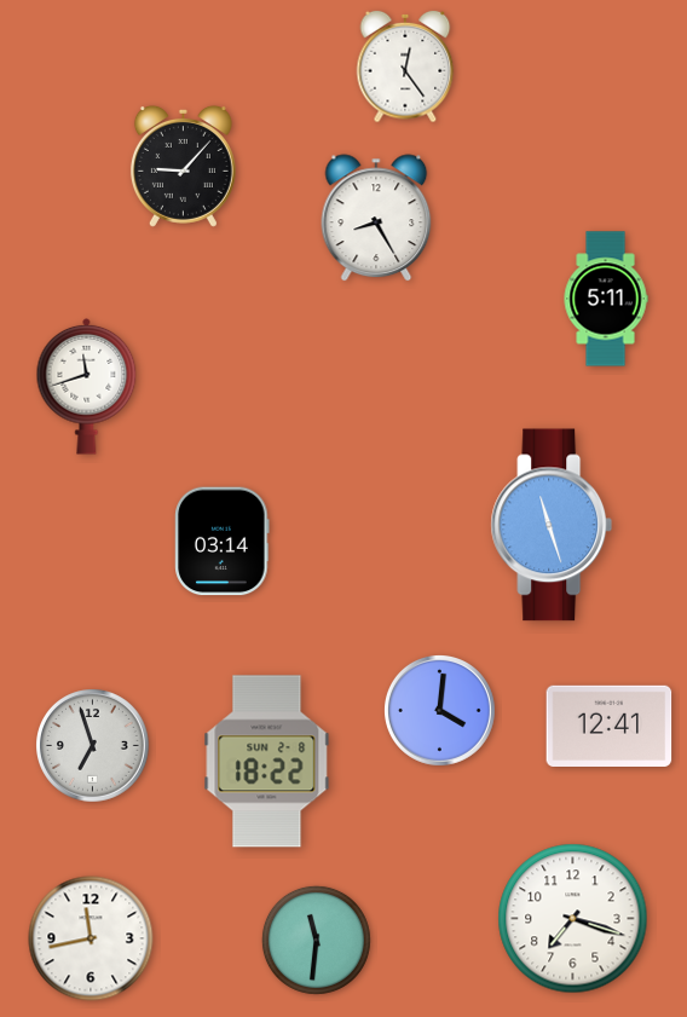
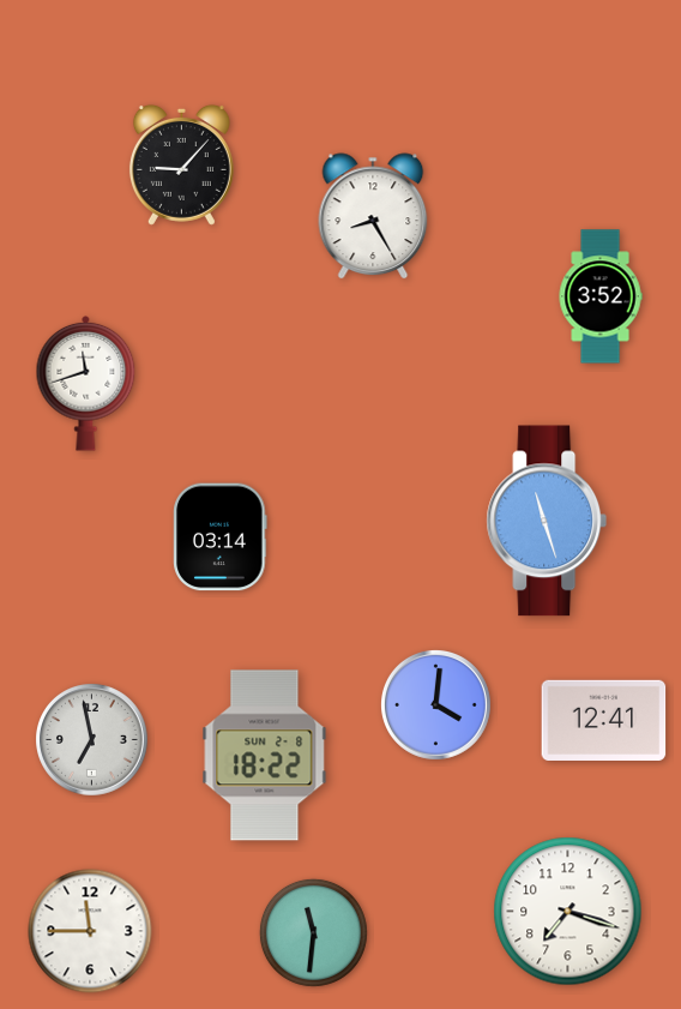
clock at (405, 67): 12:24 -> none
clock at (606, 299): 5:11 -> 3:52
clock at (93, 746): 6:57 -> 6:58
clock at (91, 938): 11:43 -> 11:45
